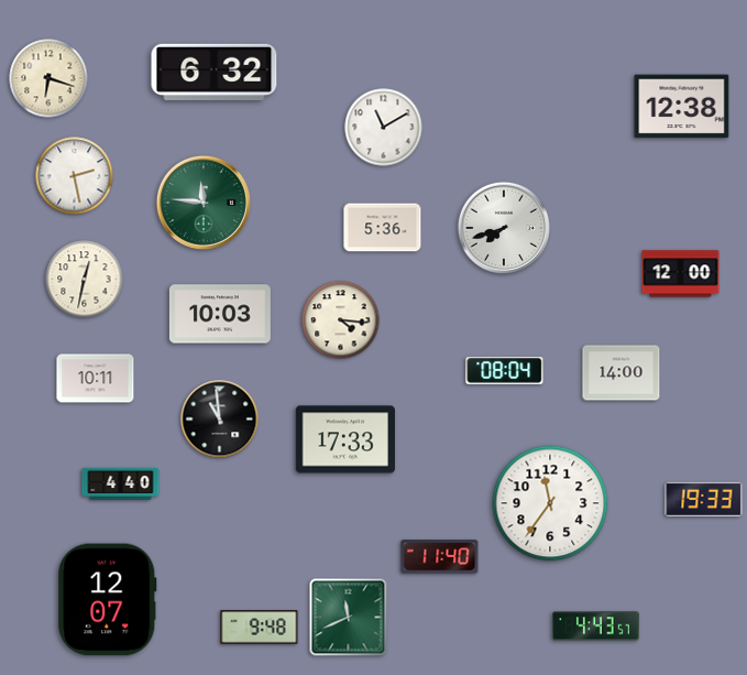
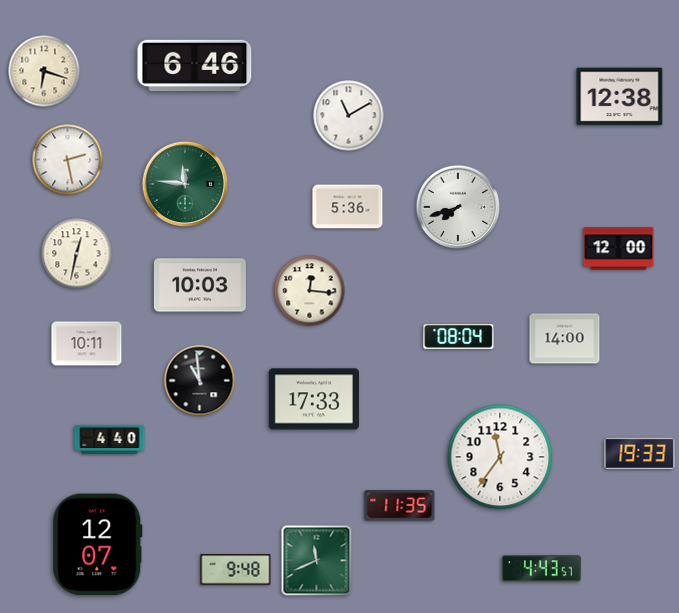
clock at (215, 72): 6:32 -> 6:46
clock at (341, 320): 4:16 -> 12:16
clock at (440, 557): 11:40 -> 11:35
